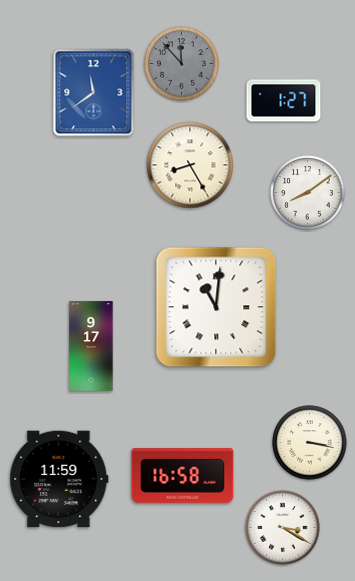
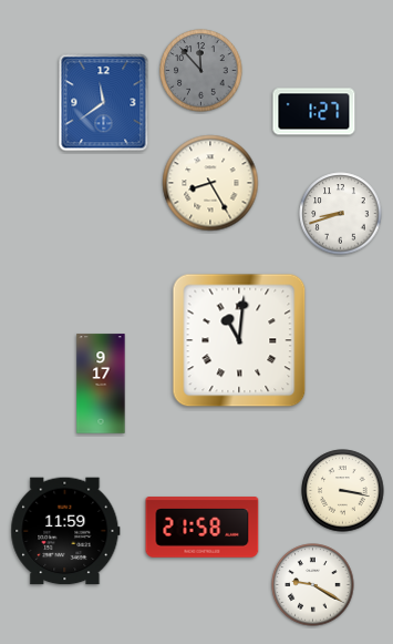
clock at (308, 193): 8:09 -> 8:42
clock at (183, 476): 16:58 -> 21:58
clock at (283, 528): 3:20 -> 9:20
